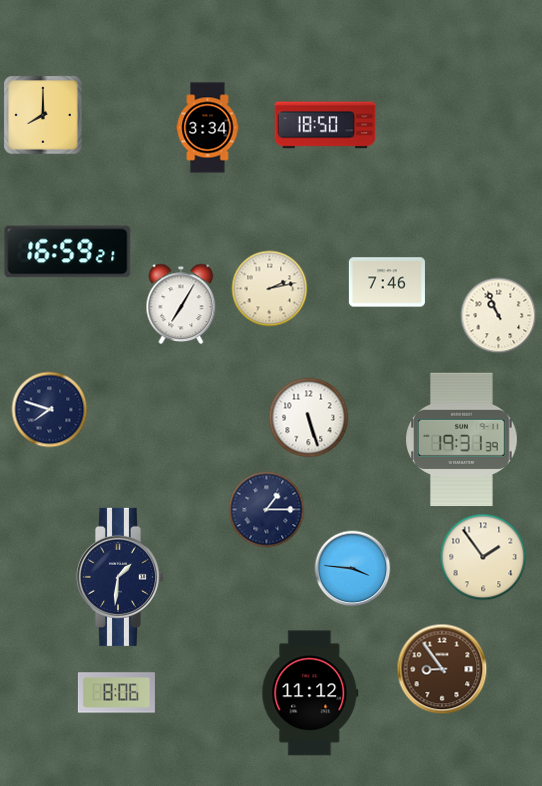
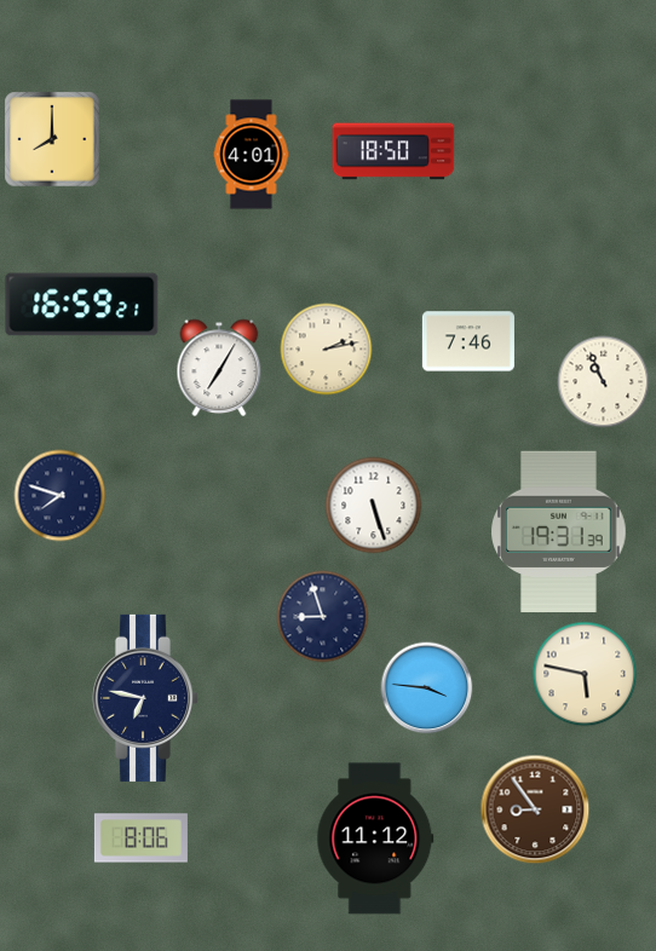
clock at (208, 128): 3:34 -> 4:01
clock at (267, 510): 1:15 -> 8:57
clock at (483, 557): 1:54 -> 5:47
clock at (119, 577): 1:31 -> 6:47
